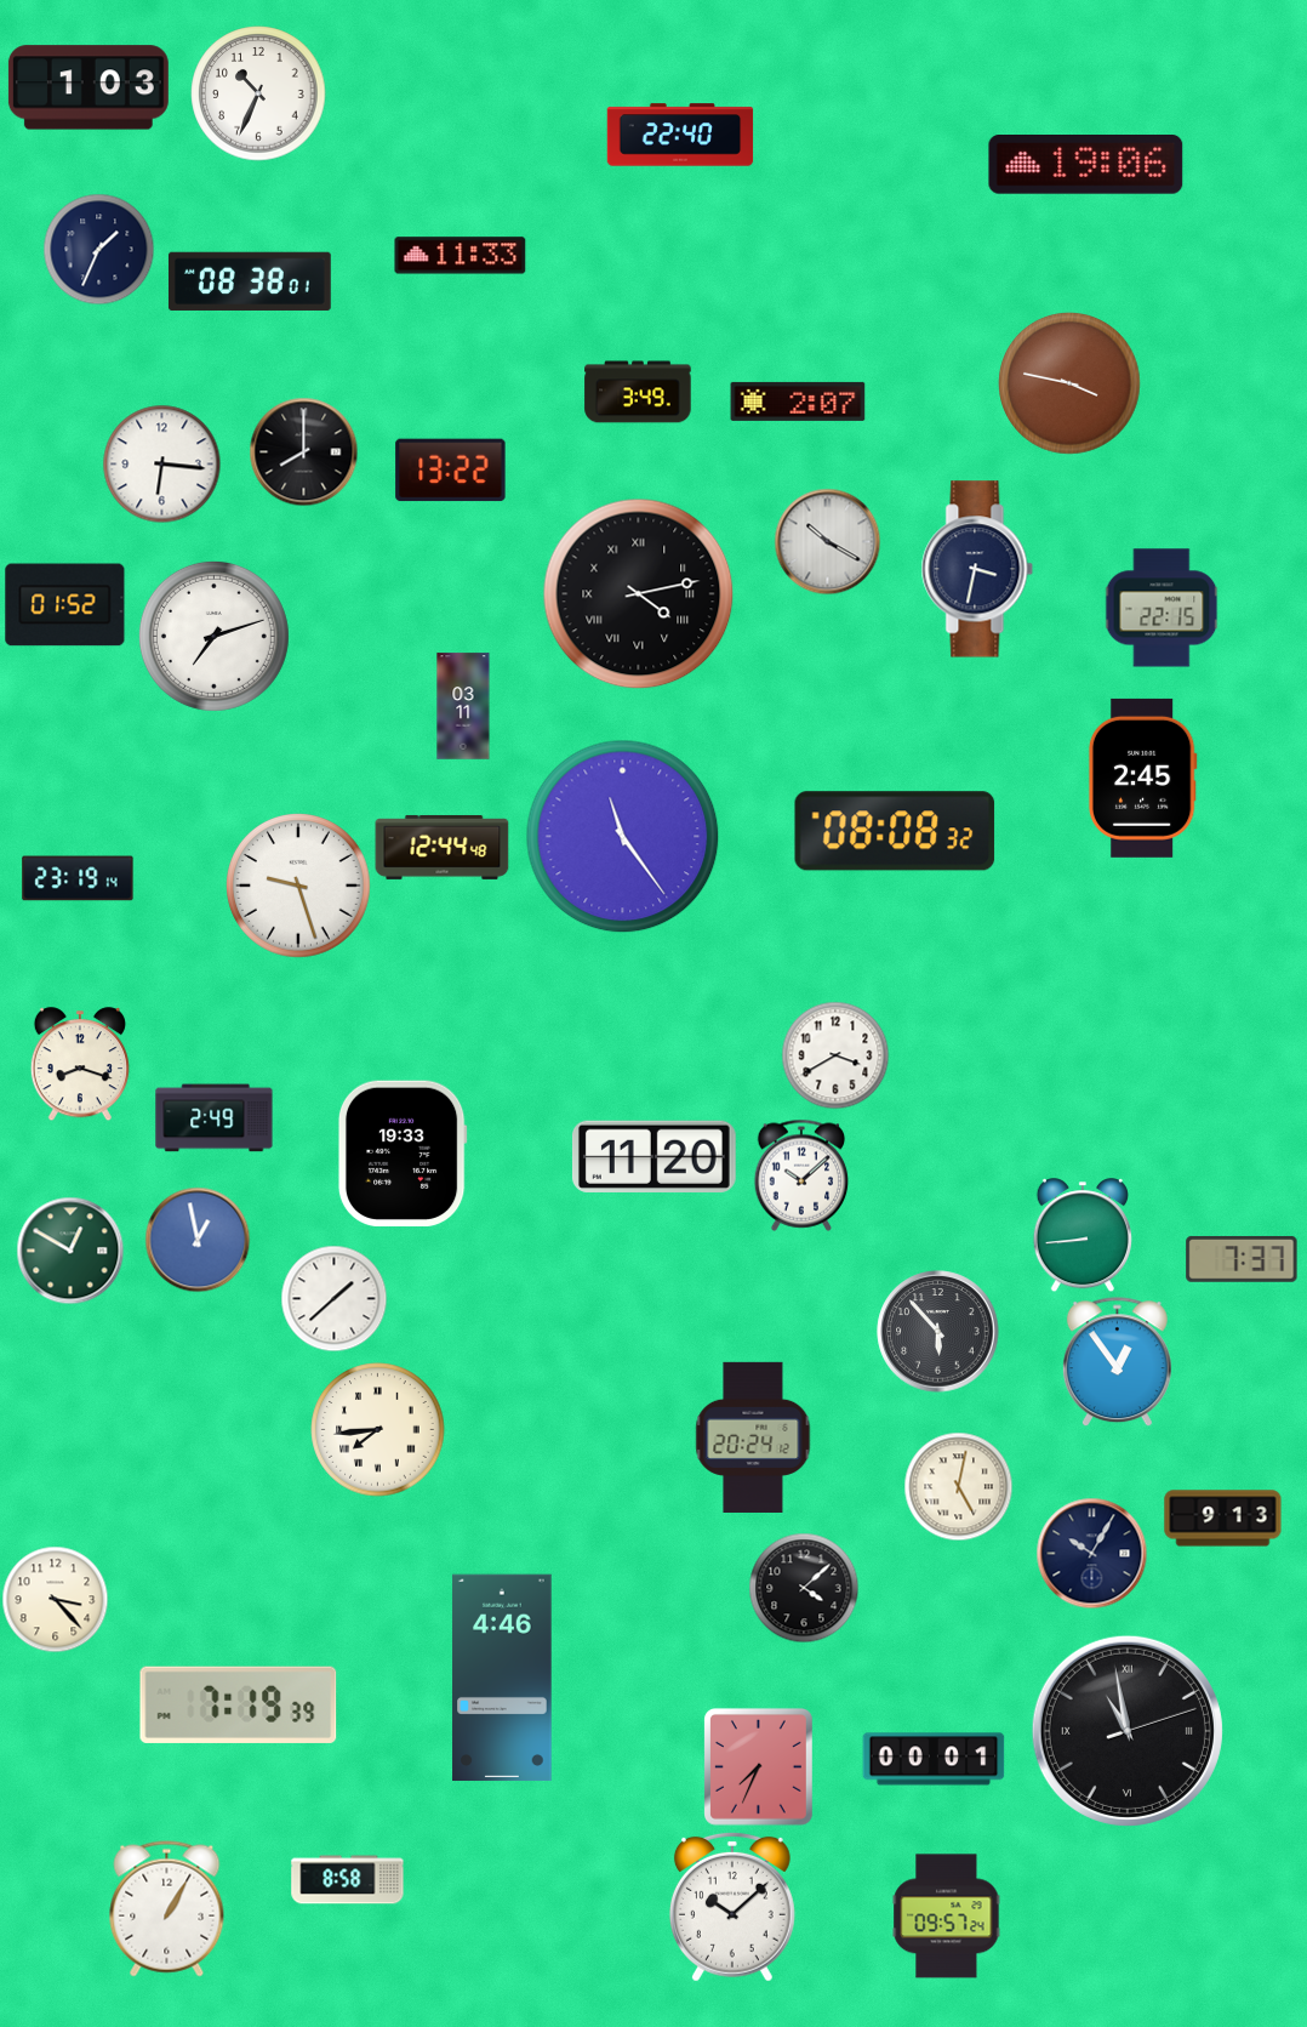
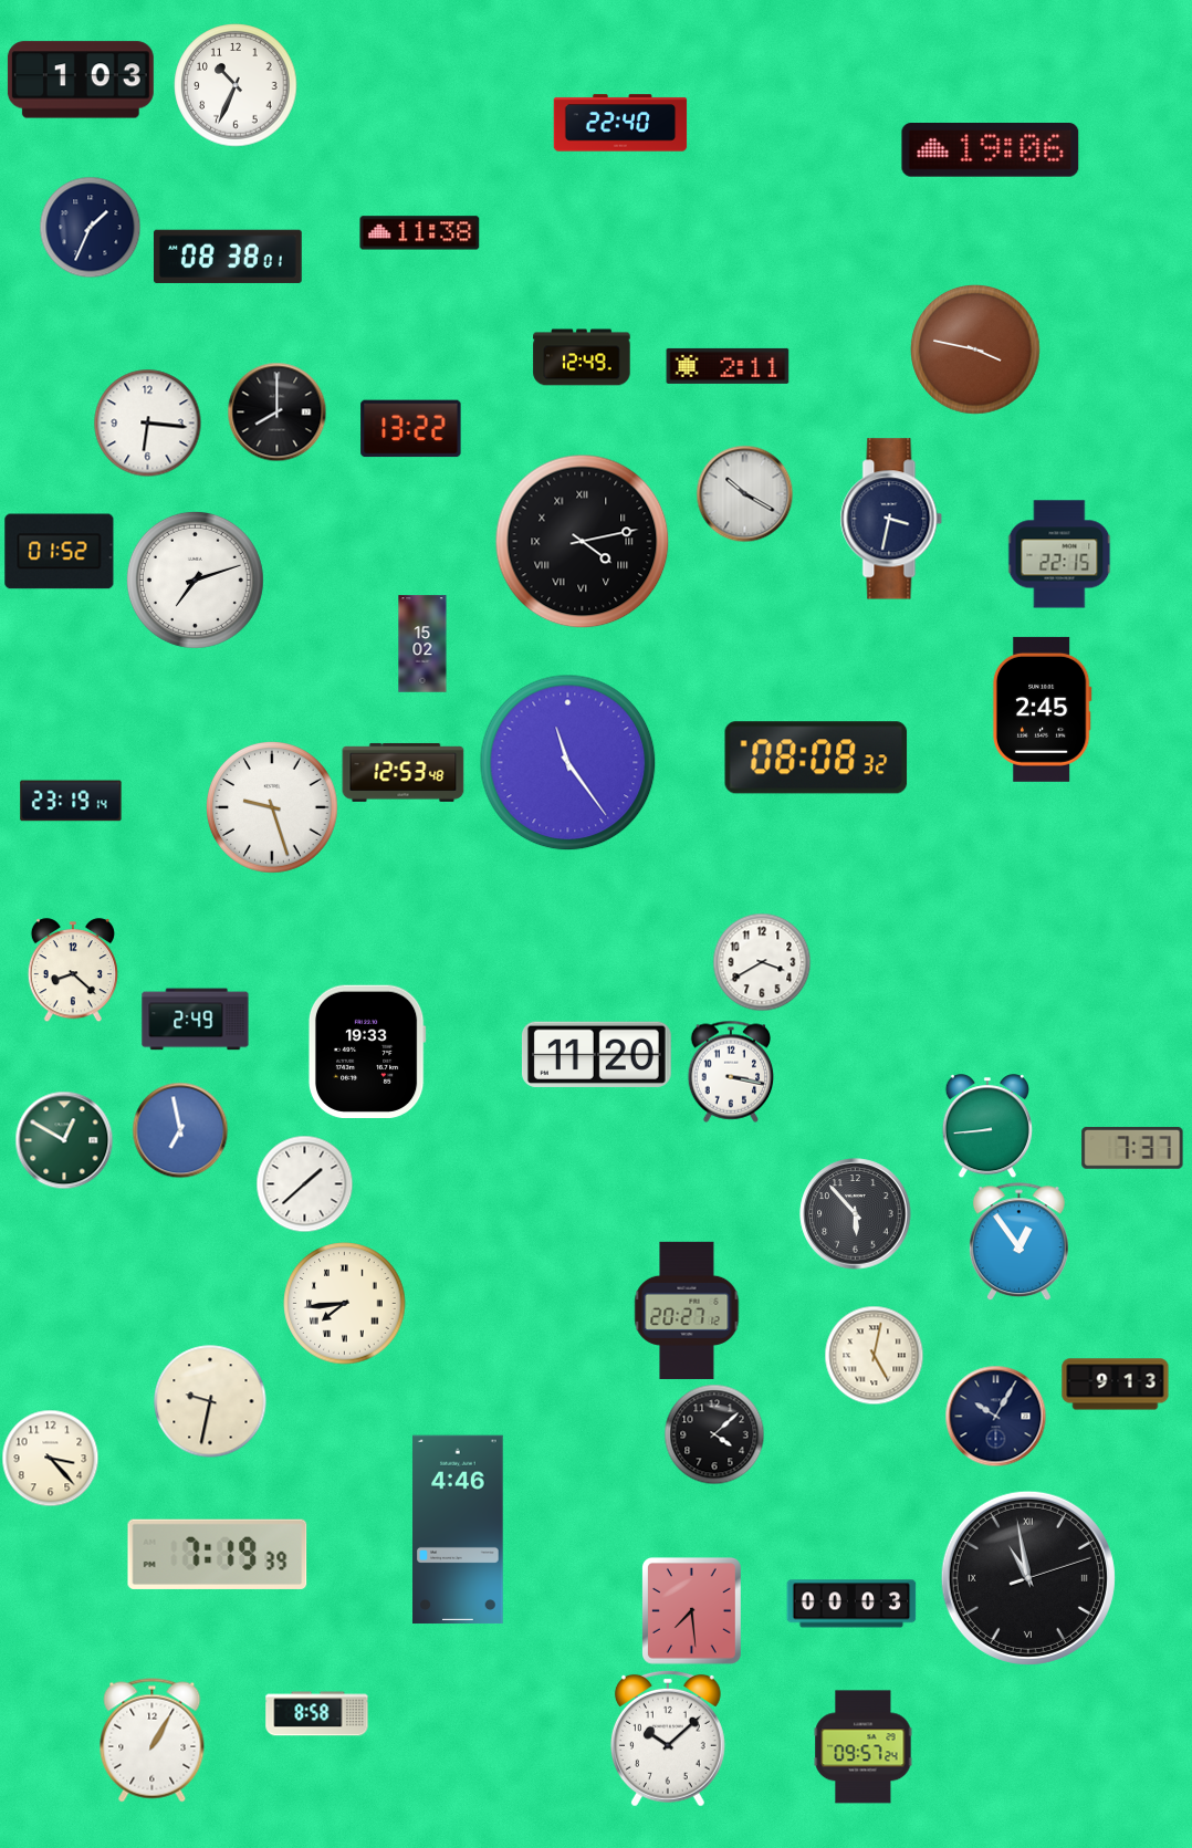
clock at (461, 256): 11:33 -> 11:38
clock at (638, 392): 3:49 -> 12:49
clock at (798, 402): 2:07 -> 2:11
clock at (827, 541) position: (827, 541) -> (744, 493)
clock at (463, 706): 03:11 -> 15:02
clock at (443, 847): 12:44 -> 12:53
clock at (80, 1064): 8:18 -> 8:22
clock at (801, 1175): 10:08 -> 3:17
clock at (198, 1240): 12:58 -> 6:58
clock at (753, 1437): 20:24 -> 20:27
clock at (210, 1401): none -> 9:32
clock at (804, 1588) position: (804, 1588) -> (714, 1434)
clock at (934, 1759): 00:01 -> 00:03
clock at (758, 1766): 7:34 -> 7:29
